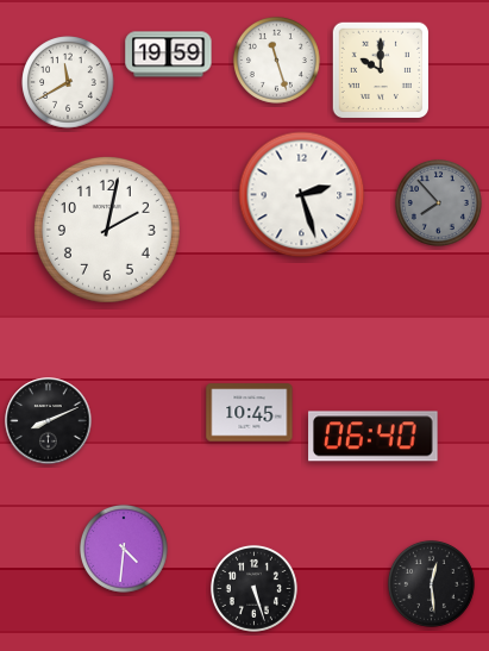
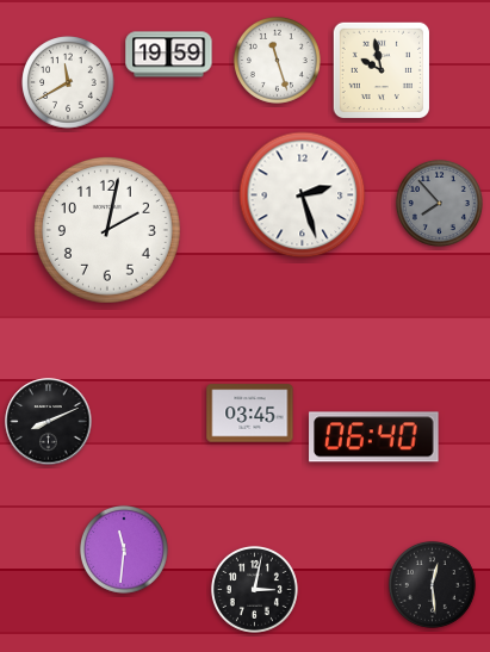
clock at (381, 70): 10:00 -> 9:58
clock at (250, 413): 10:45 -> 03:45
clock at (124, 549): 4:31 -> 11:31
clock at (253, 588): 5:27 -> 3:02
